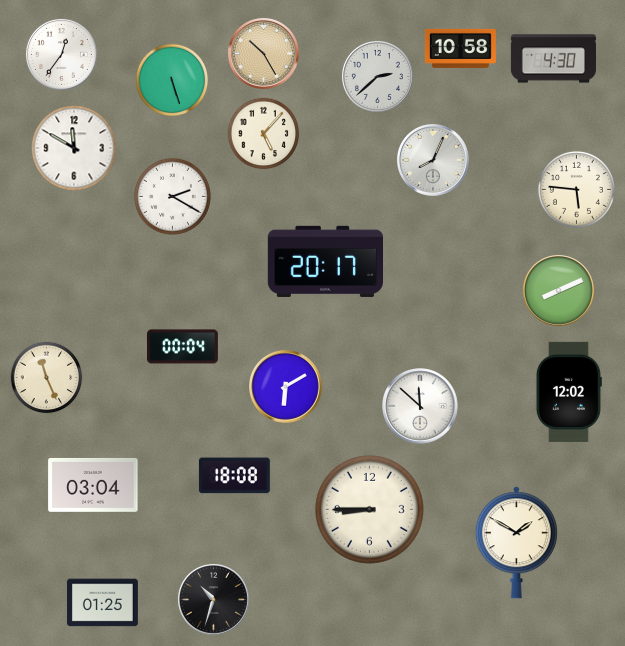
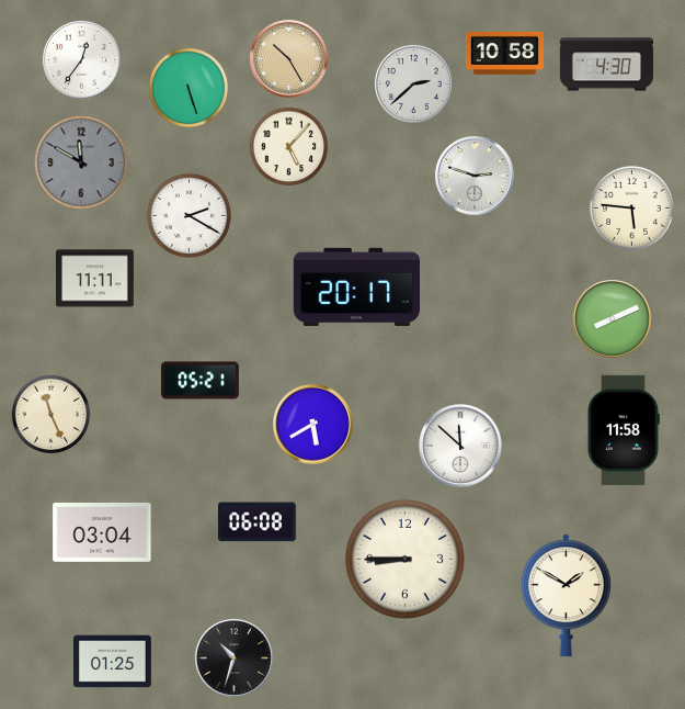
clock at (61, 54) position: (61, 54) -> (81, 59)
clock at (74, 148) dial: white -> grey
clock at (433, 160): 8:04 -> 2:48
clock at (94, 279): none -> 11:11
clock at (182, 347): 00:04 -> 05:21
clock at (286, 387): 6:10 -> 5:40
clock at (568, 392): 12:02 -> 11:58
clock at (234, 476): 18:08 -> 06:08
